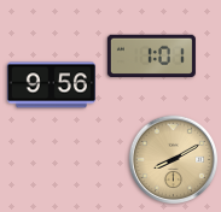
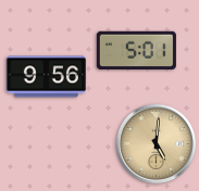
clock at (151, 55): 1:01 -> 5:01
clock at (174, 160): 8:10 -> 5:01
